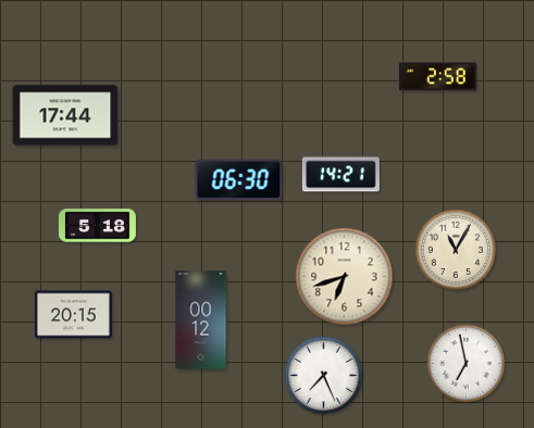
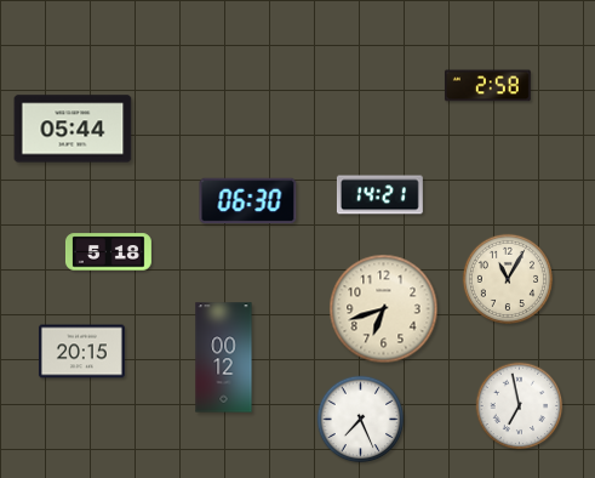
clock at (65, 115): 17:44 -> 05:44
clock at (239, 180) position: (239, 180) -> (248, 201)
